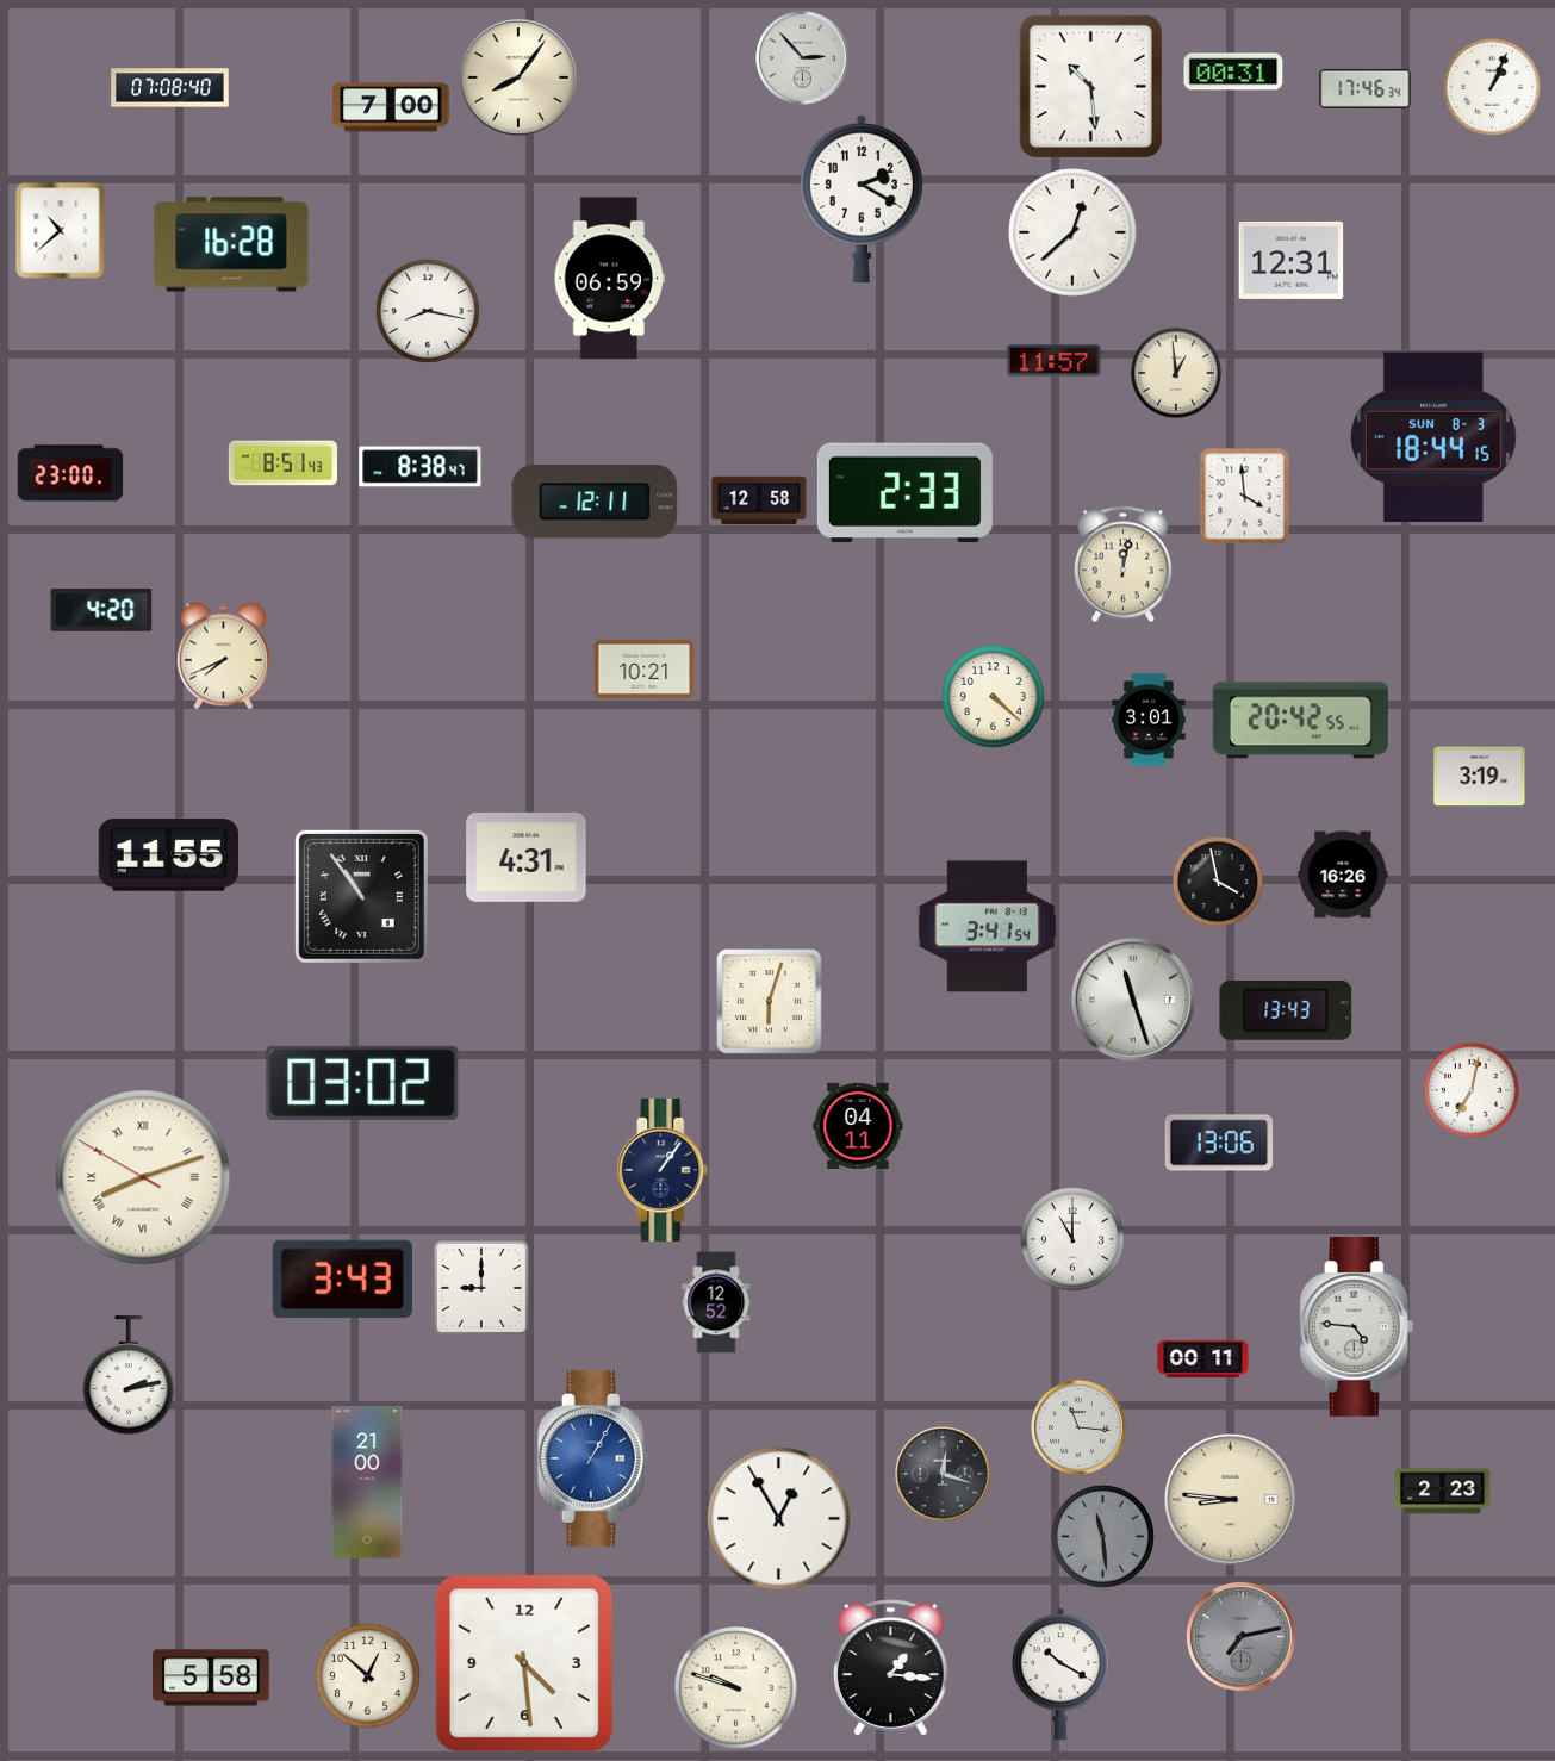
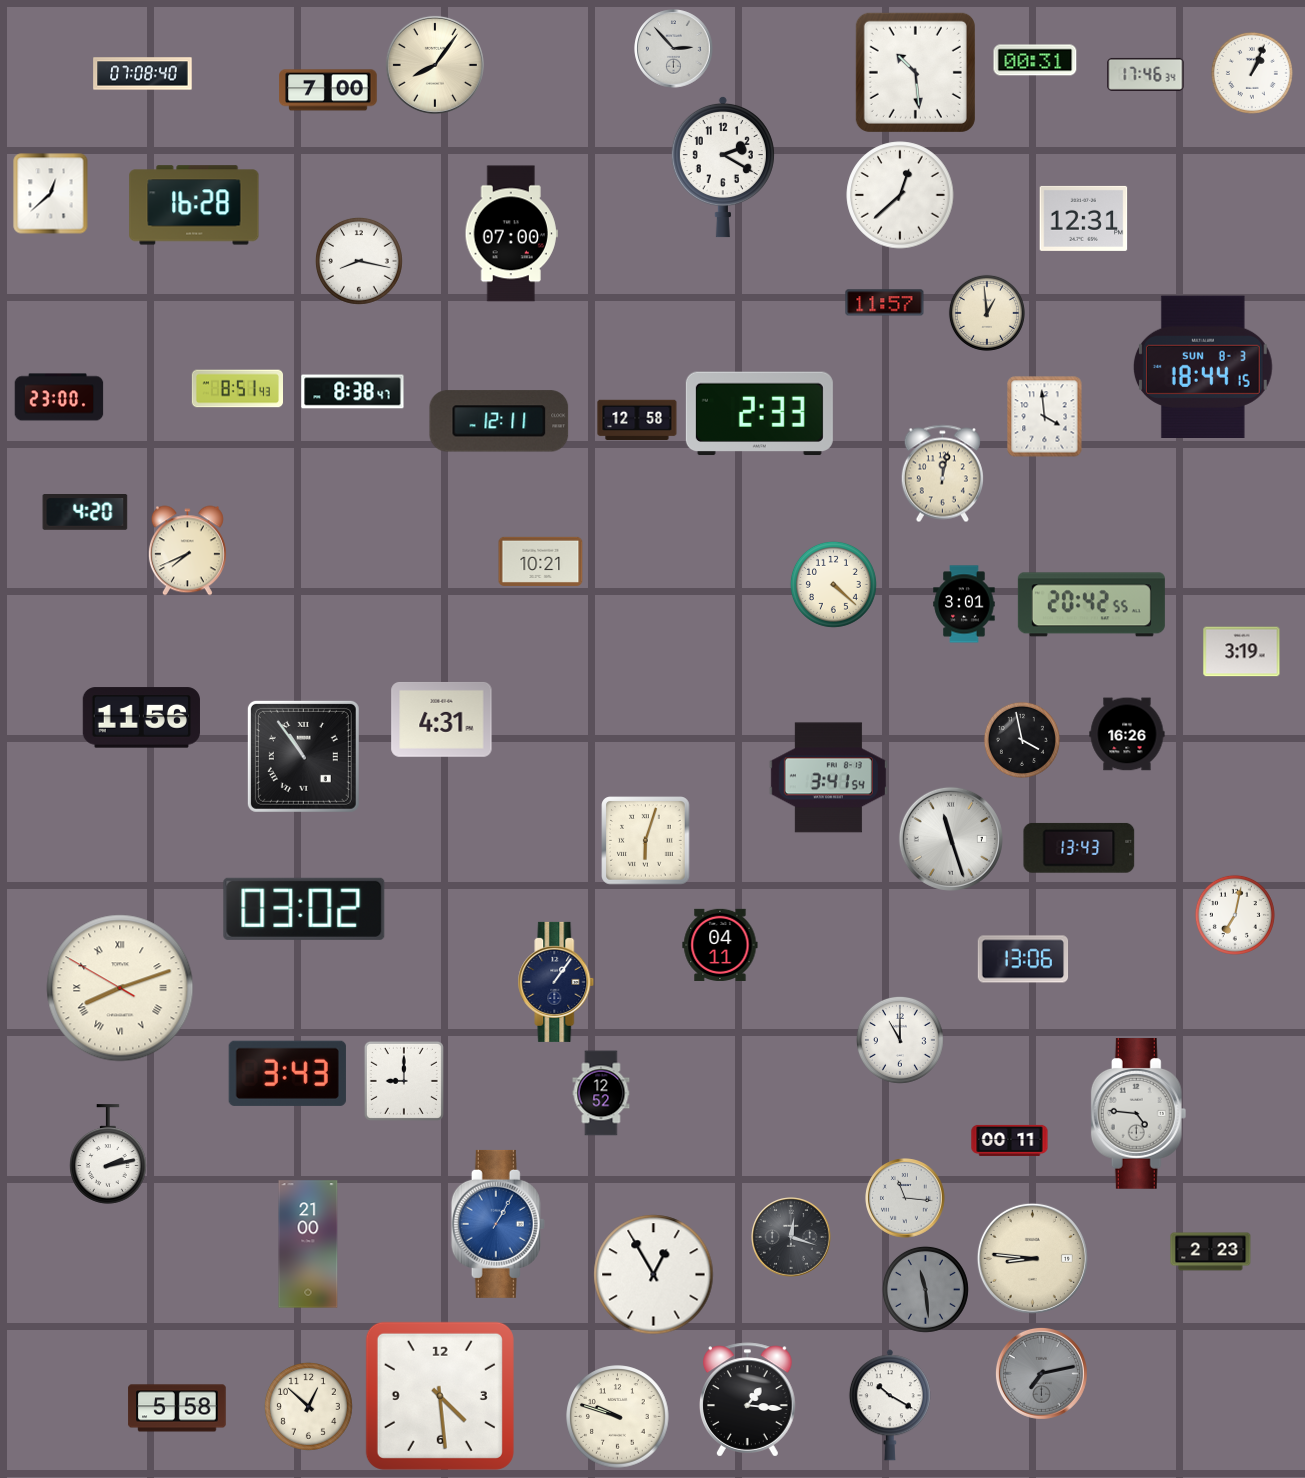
clock at (61, 231): 10:38 -> 12:38
clock at (609, 279): 06:59 -> 07:00
clock at (168, 855): 11:55 -> 11:56
clock at (361, 896) position: (361, 896) -> (303, 756)
